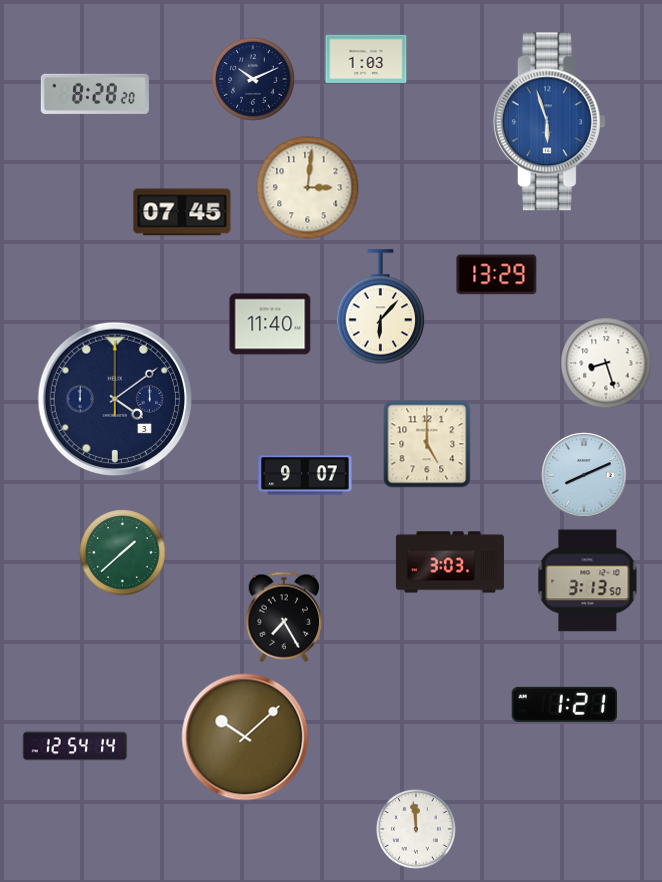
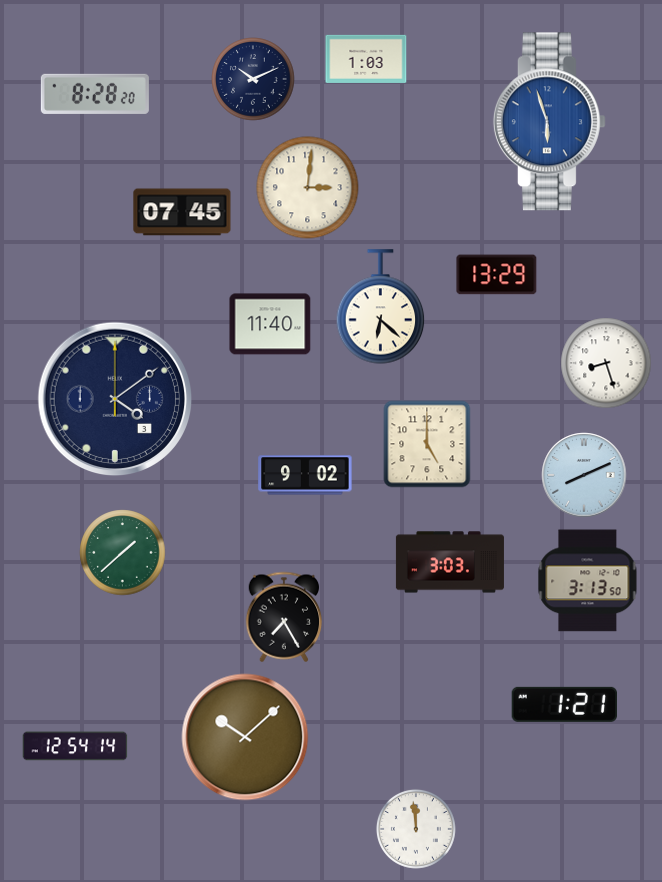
clock at (381, 307): 6:07 -> 6:22
clock at (305, 475): 9:07 -> 9:02
